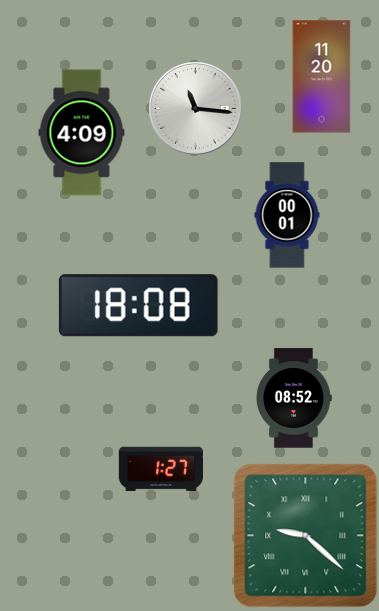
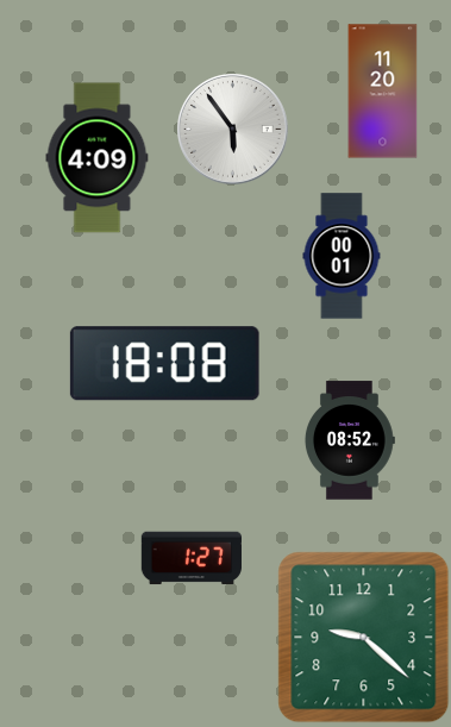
clock at (196, 109): 11:16 -> 5:54
clock at (293, 398) position: (293, 398) -> (349, 440)
clock at (306, 536) numerals: Roman -> Arabic
